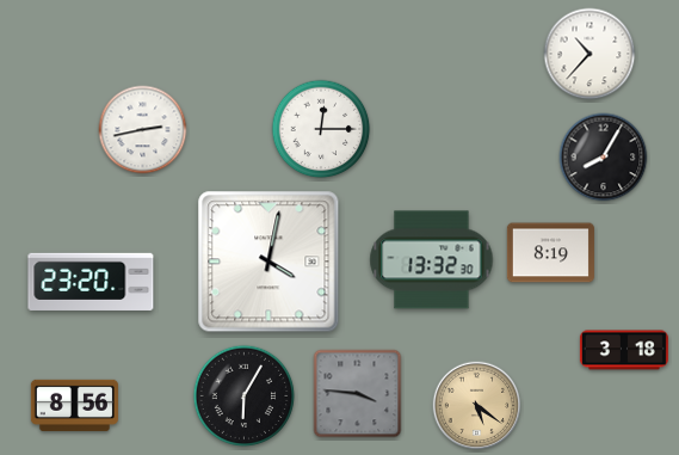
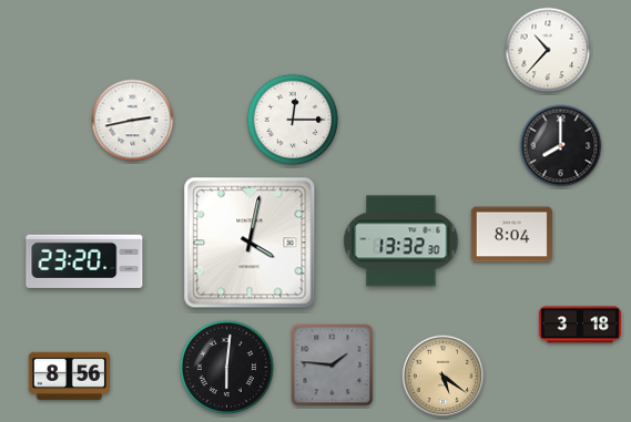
clock at (321, 129) position: (321, 129) -> (293, 120)
clock at (604, 158): 8:05 -> 8:00
clock at (550, 253): 8:19 -> 8:04
clock at (358, 394): 3:46 -> 1:46
clock at (245, 396): 6:05 -> 6:01
